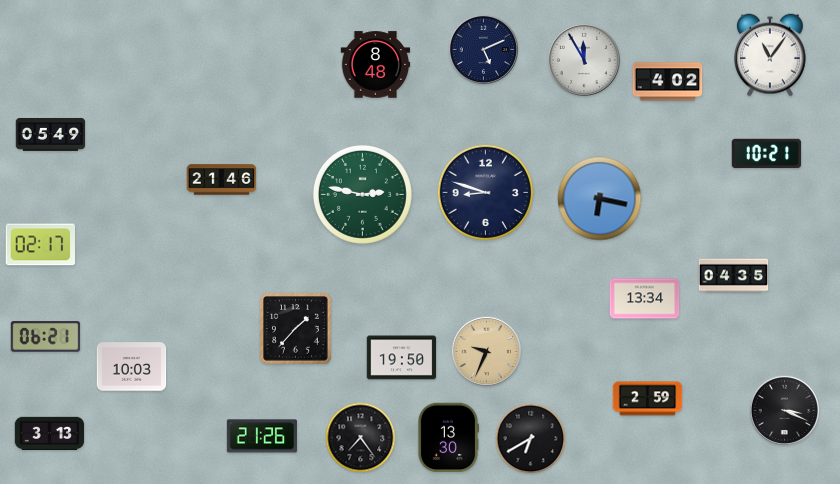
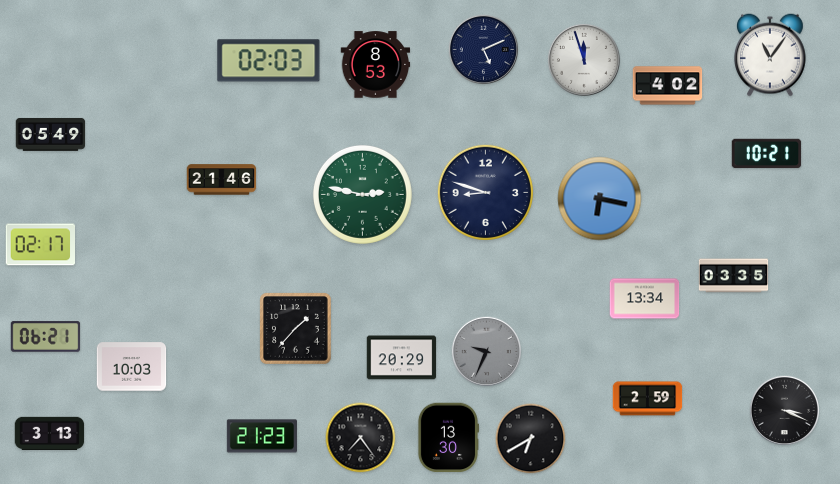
clock at (584, 60): 11:55 -> 11:57
clock at (269, 61): none -> 02:03
clock at (376, 65): 8:48 -> 8:53
clock at (668, 82) position: (668, 82) -> (668, 86)
clock at (734, 276): 04:35 -> 03:35
clock at (486, 351) dial: champagne -> grey
clock at (402, 358): 19:50 -> 20:29
clock at (262, 436): 21:26 -> 21:23
